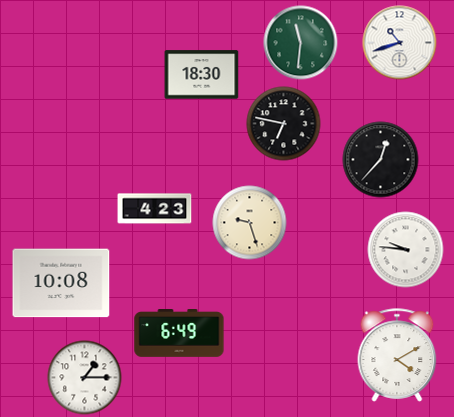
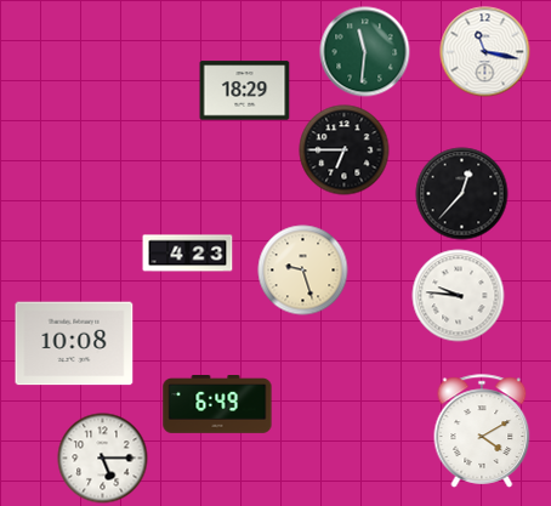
clock at (400, 43): 10:42 -> 11:17
clock at (202, 75): 18:30 -> 18:29
clock at (284, 124): 6:47 -> 6:45
clock at (406, 250) position: (406, 250) -> (459, 296)
clock at (85, 378): 1:15 -> 5:15
